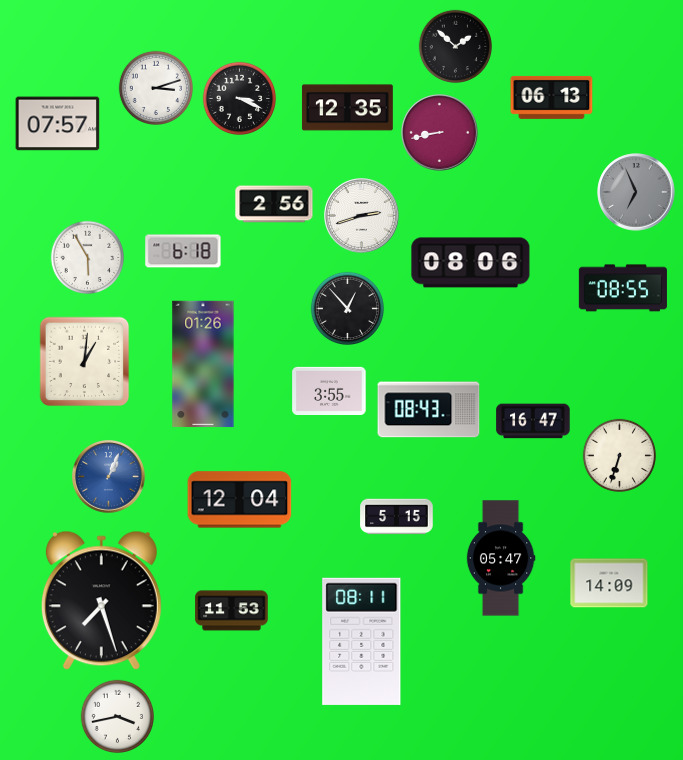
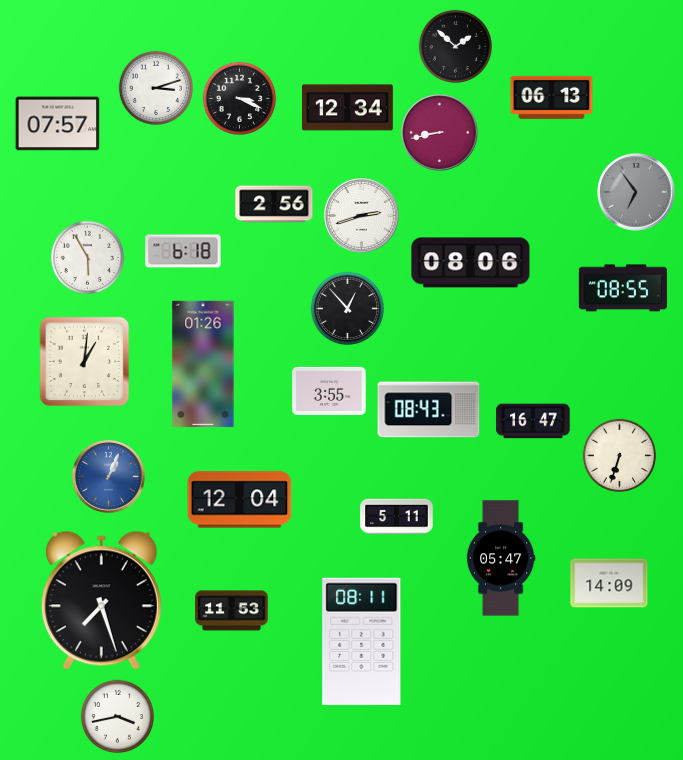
clock at (347, 108): 12:35 -> 12:34
clock at (636, 192): 6:56 -> 6:54
clock at (397, 517): 5:15 -> 5:11
